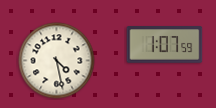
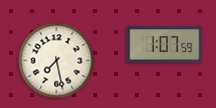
clock at (57, 61): 4:28 -> 7:28
